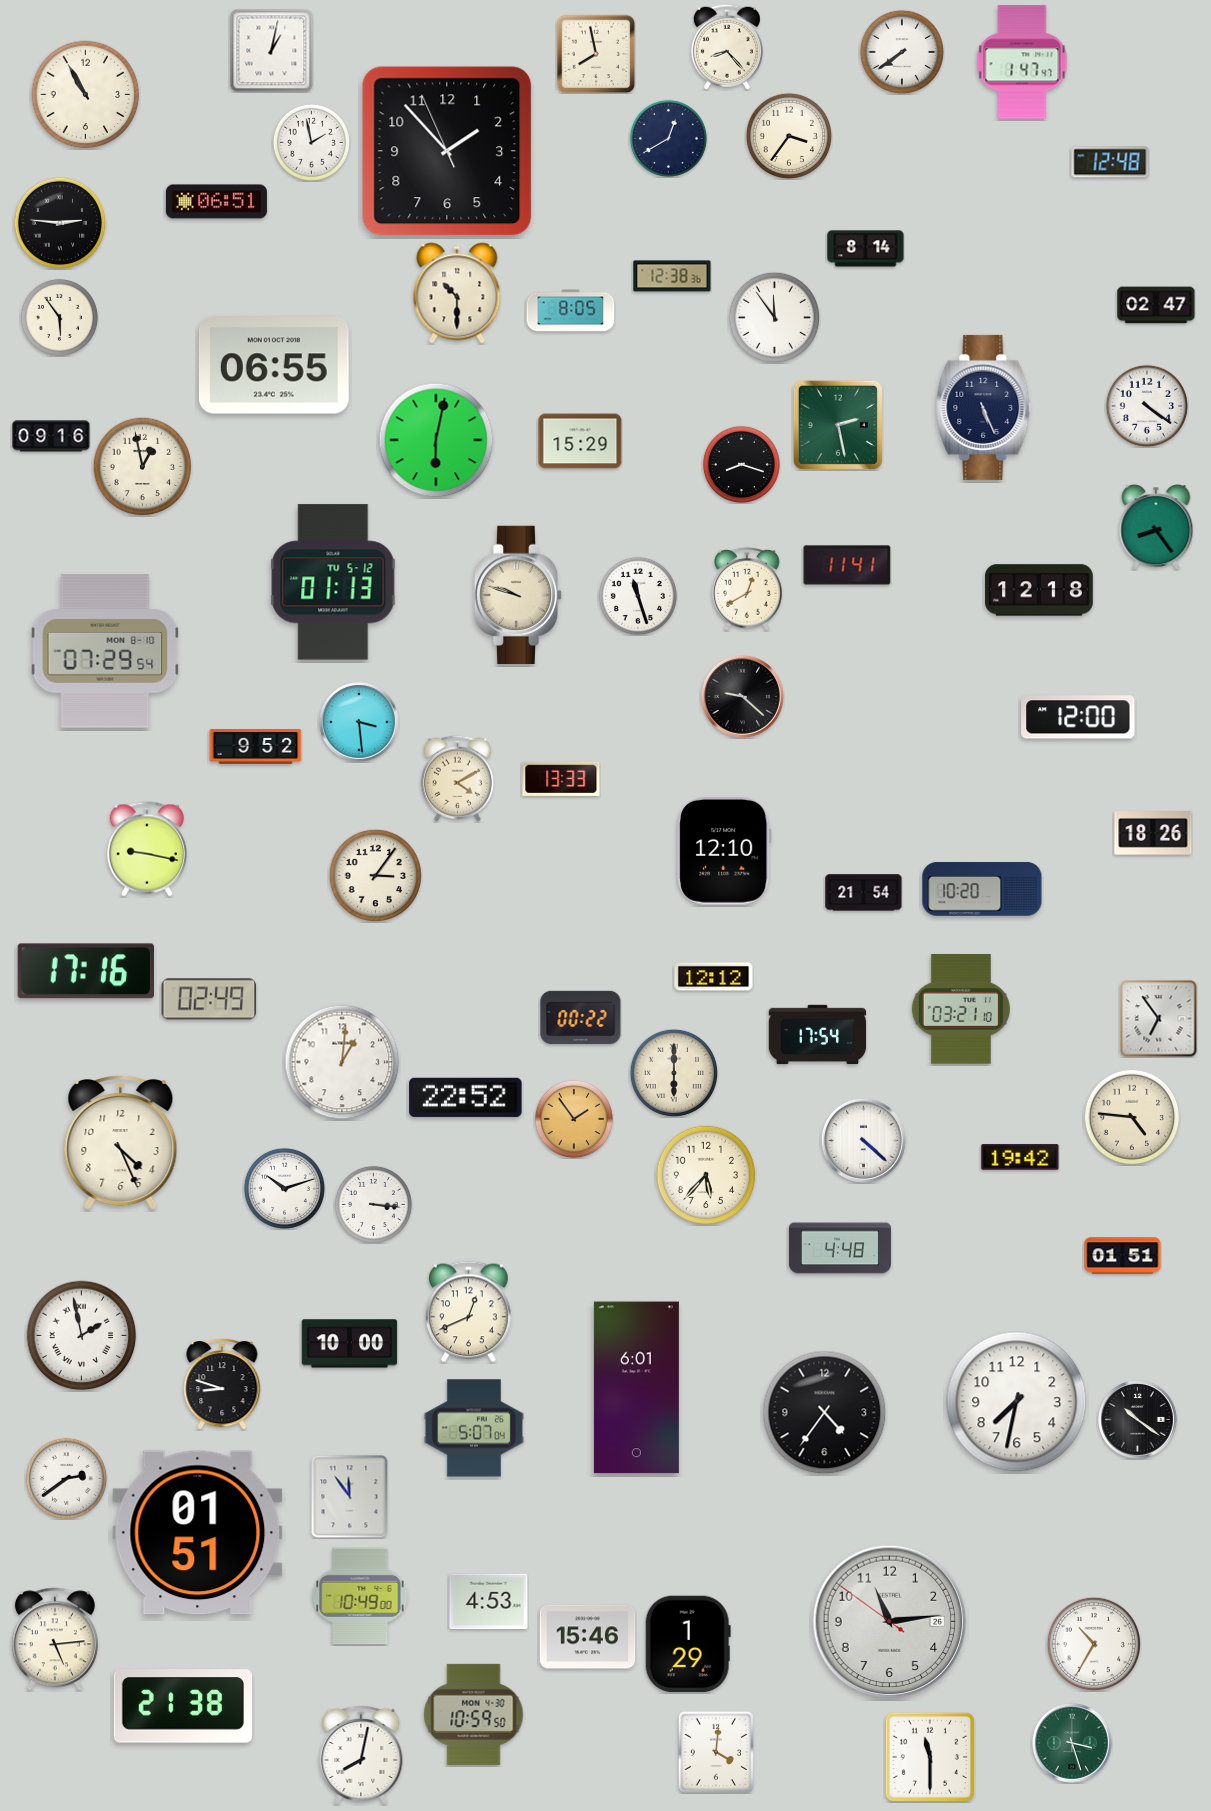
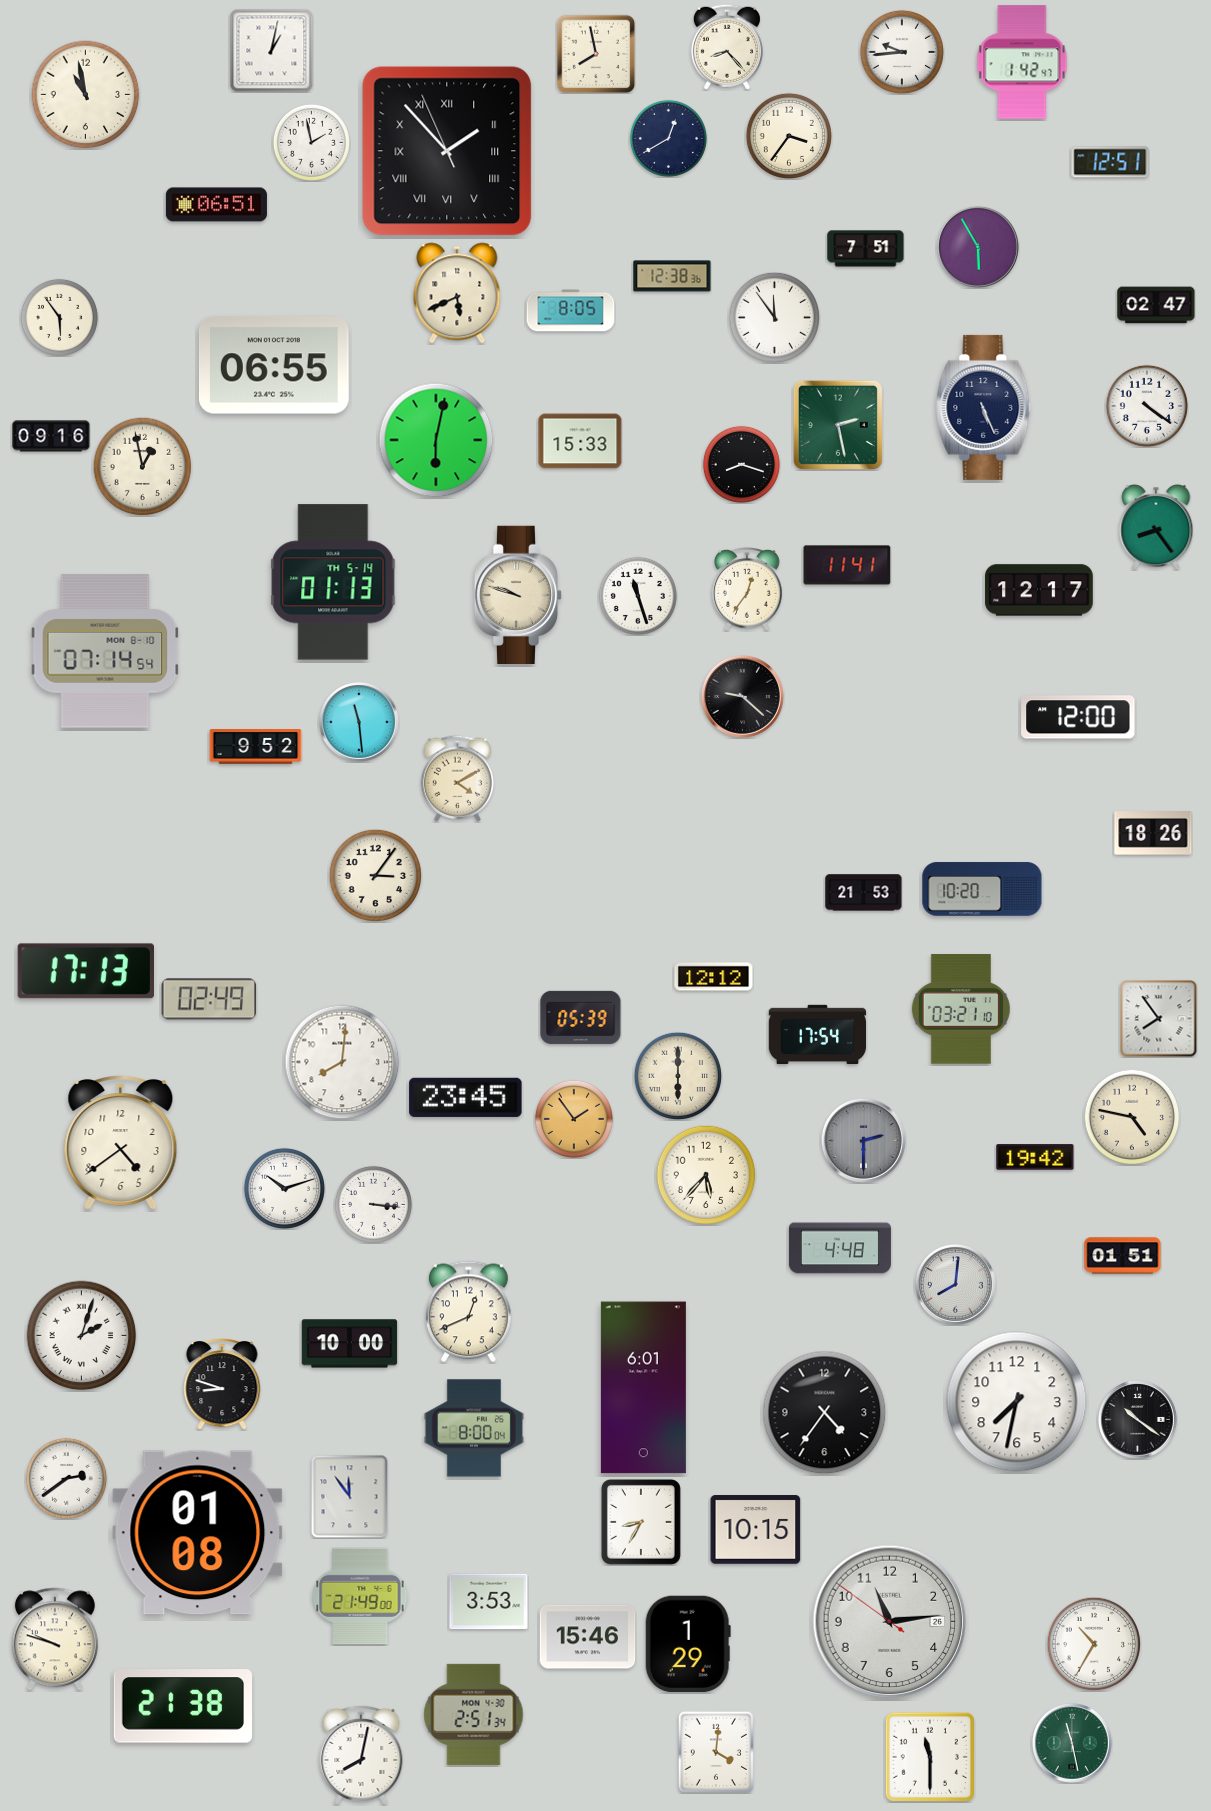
clock at (902, 52): 7:39 -> 9:44
clock at (1022, 62): 1:47 -> 1:42
clock at (86, 95): 10:55 -> 10:58
clock at (447, 151) numerals: Arabic -> Roman
clock at (1110, 162): 12:48 -> 12:51
clock at (216, 202) position: (216, 202) -> (216, 205)
clock at (59, 222): 2:46 -> none
clock at (978, 247): none -> 5:55
clock at (866, 249): 8:14 -> 7:51
clock at (457, 293): 10:30 -> 5:41
clock at (580, 441): 15:29 -> 15:33
clock at (333, 582) date: TU 5-12 -> TH 5-14
clock at (748, 589): 12:40 -> 12:36
clock at (1039, 590): 12:18 -> 12:17
clock at (105, 651): 07:29 -> 07:14
clock at (360, 723): 3:29 -> 11:29
clock at (561, 779): 13:33 -> none
clock at (147, 849): 9:17 -> none
clock at (724, 852): 12:10 -> none
clock at (864, 893): 21:54 -> 21:53
clock at (85, 971): 17:16 -> 17:13
clock at (581, 1017): 00:22 -> 05:39
clock at (1159, 1019): 6:54 -> 7:54
clock at (342, 1062): 1:01 -> 8:01
clock at (673, 1072) position: (673, 1072) -> (677, 1075)
clock at (466, 1097): 22:52 -> 23:45
clock at (1132, 1117): 4:46 -> 4:47
clock at (863, 1140): 4:22 -> 2:30
clock at (863, 1140) dial: white -> grey
clock at (121, 1143): 4:26 -> 4:39
clock at (1020, 1157) position: (1020, 1157) -> (1035, 1157)
clock at (955, 1284): none -> 8:01
clock at (82, 1336): 1:58 -> 2:03
clock at (636, 1388) position: (636, 1388) -> (643, 1388)
clock at (474, 1428): 5:07 -> 8:00
clock at (641, 1522): none -> 8:35
clock at (756, 1530): none -> 10:15
clock at (198, 1533): 01:51 -> 01:08
clock at (360, 1596): 10:49 -> 21:49
clock at (489, 1602): 4:53 -> 3:53
clock at (55, 1639): 5:14 -> 9:48
clock at (474, 1714): 10:59 -> 2:51
clock at (1073, 1744): 3:27 -> 11:28
